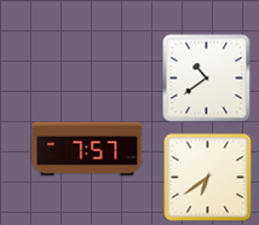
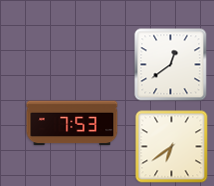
clock at (207, 79): 10:39 -> 12:39
clock at (87, 149): 7:57 -> 7:53
